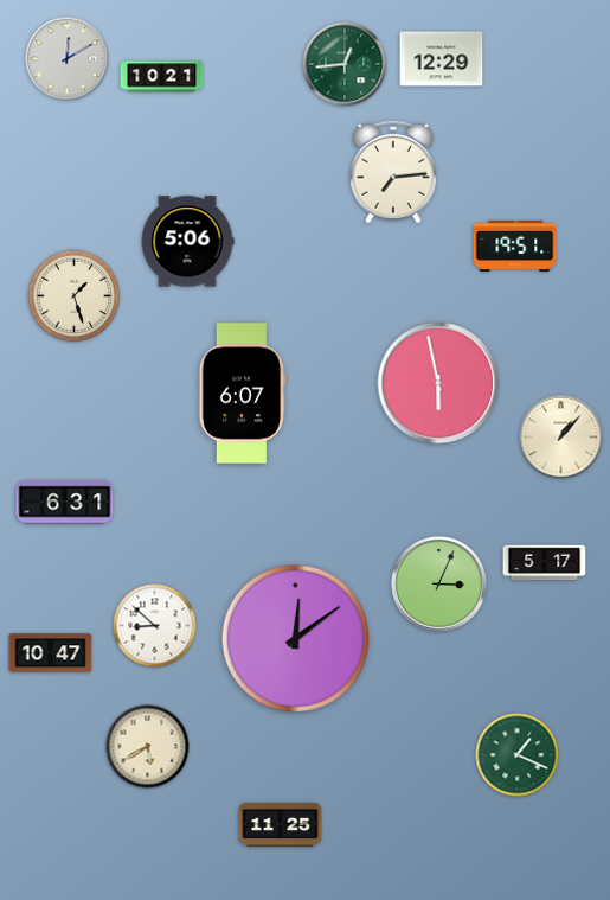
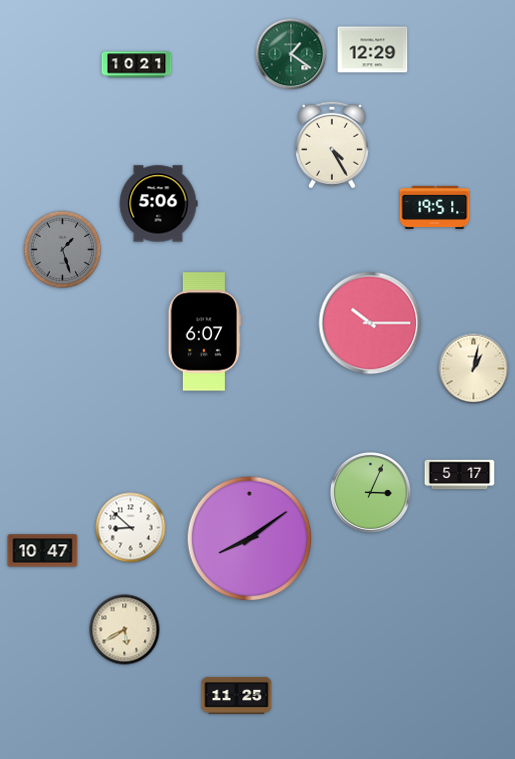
clock at (68, 59): 12:10 -> none
clock at (345, 64): 12:44 -> 1:21
clock at (393, 172): 7:14 -> 4:25
clock at (75, 296) dial: cream -> grey
clock at (438, 383): 5:58 -> 10:15
clock at (561, 438): 1:07 -> 1:02
clock at (65, 503): 6:31 -> none
clock at (296, 639): 12:09 -> 8:09
clock at (518, 755): 1:19 -> none
